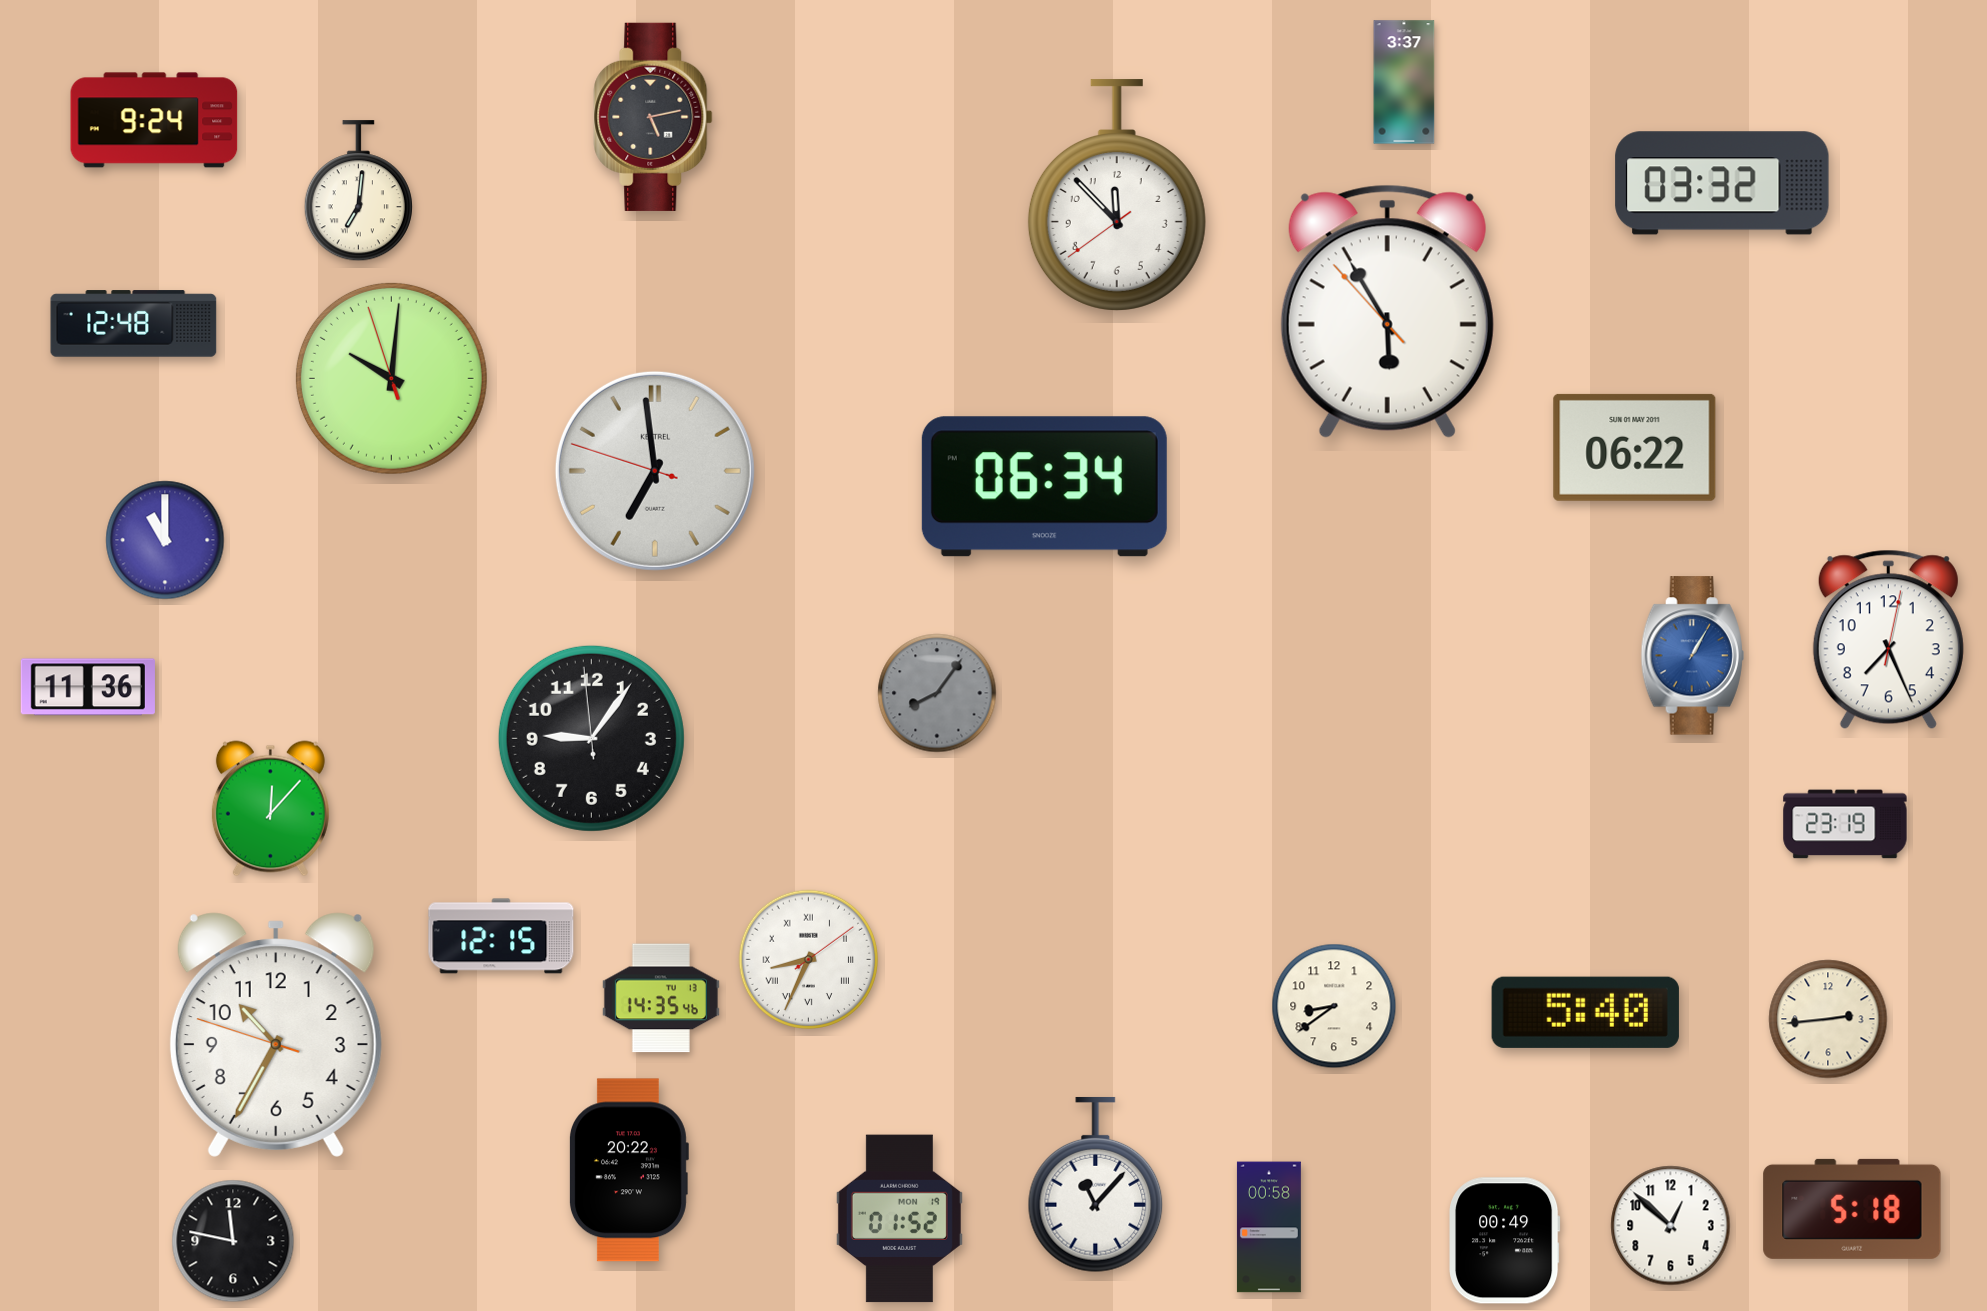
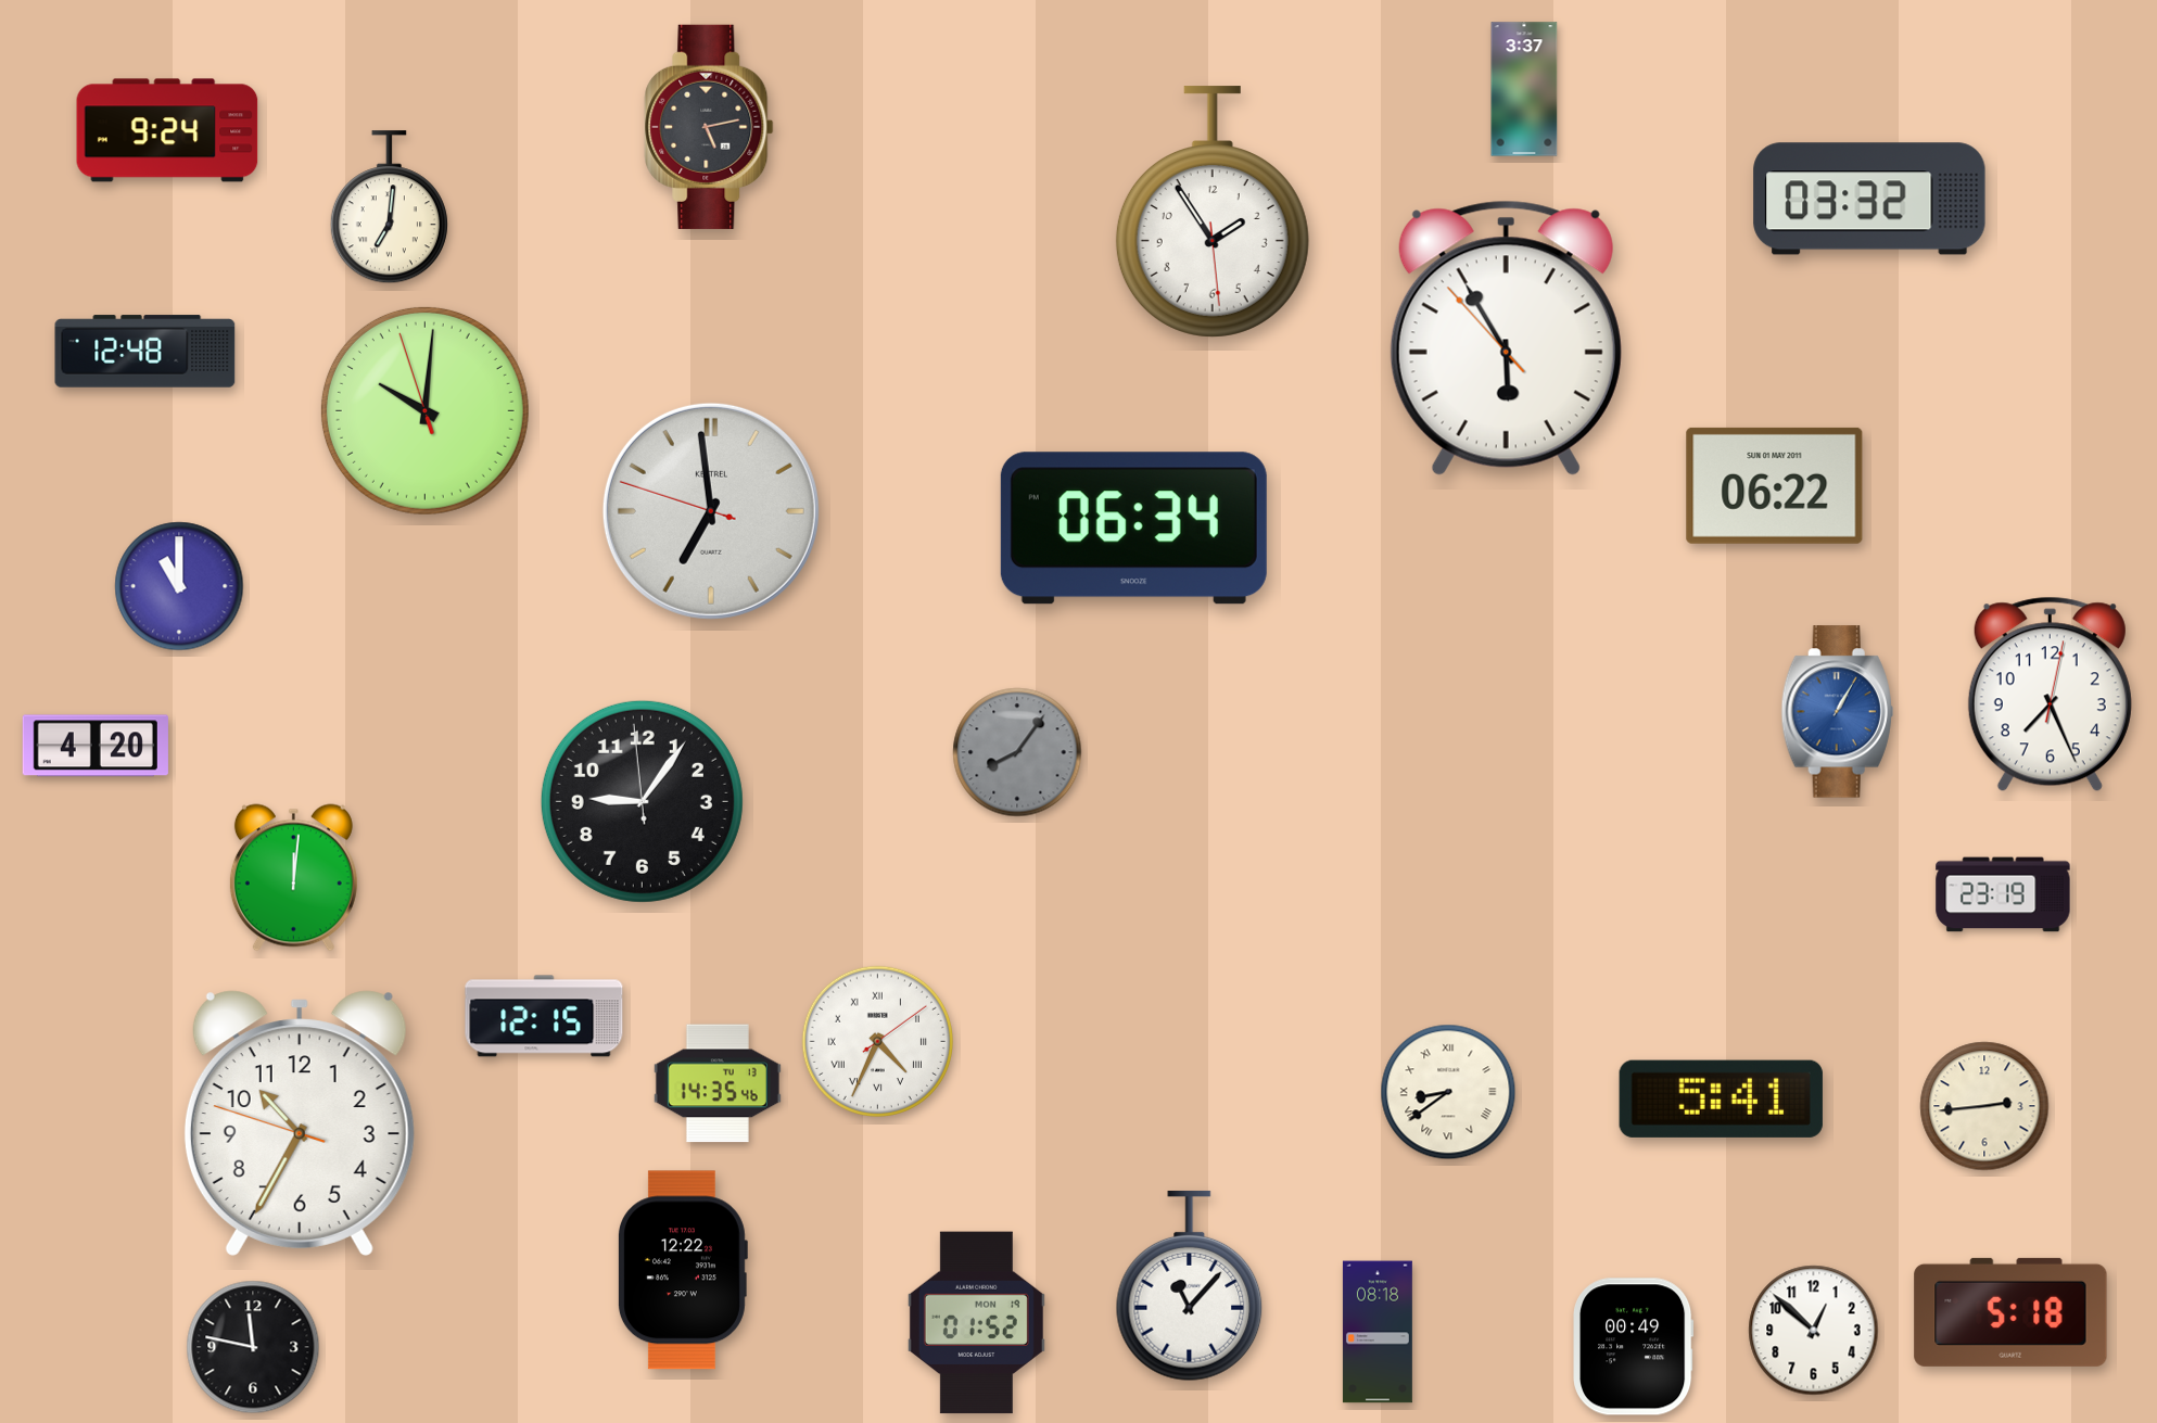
clock at (1117, 195): 11:52 -> 1:54
clock at (88, 687): 11:36 -> 4:20
clock at (270, 809): 12:07 -> 12:01
clock at (808, 959): 8:34 -> 4:34
clock at (1334, 1006) numerals: Arabic -> Roman
clock at (1585, 1012): 5:40 -> 5:41
clock at (628, 1170): 20:22 -> 12:22
clock at (1269, 1227): 00:58 -> 08:18
